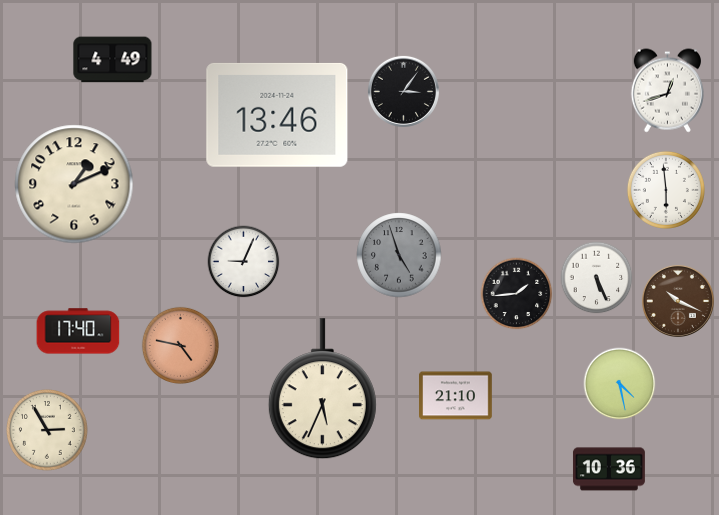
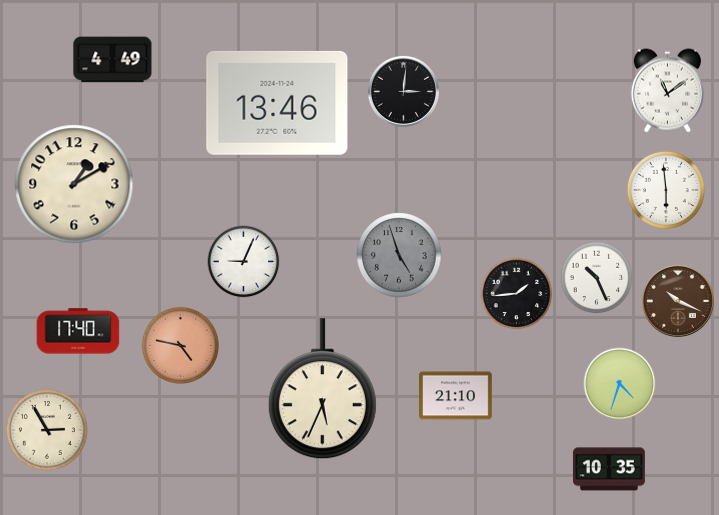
clock at (403, 91): 3:06 -> 3:01
clock at (667, 91): 12:42 -> 11:09
clock at (277, 115) position: (277, 115) -> (277, 103)
clock at (74, 184): 1:11 -> 1:10
clock at (597, 278): 5:26 -> 10:26
clock at (620, 384): 4:28 -> 4:33
clock at (609, 469): 10:36 -> 10:35
